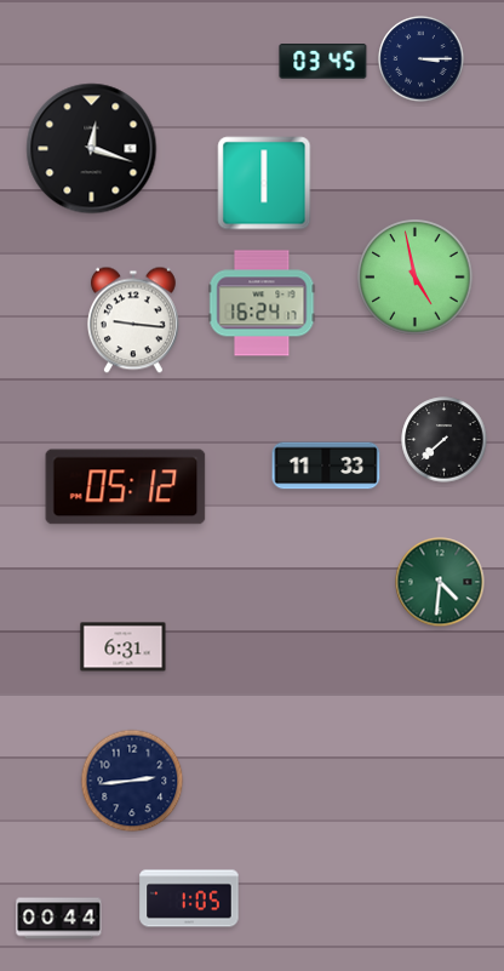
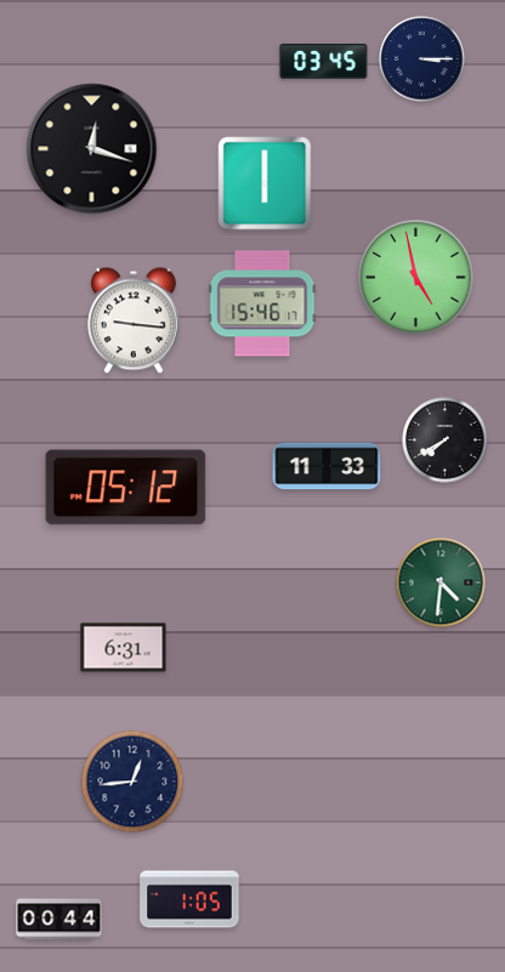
clock at (262, 303): 16:24 -> 15:46
clock at (445, 440): 7:38 -> 7:40
clock at (132, 781): 2:44 -> 12:44
